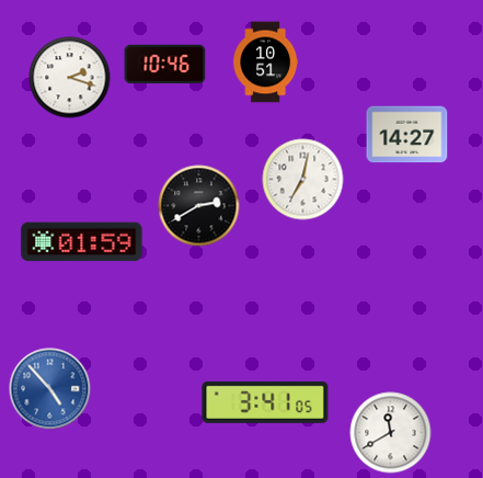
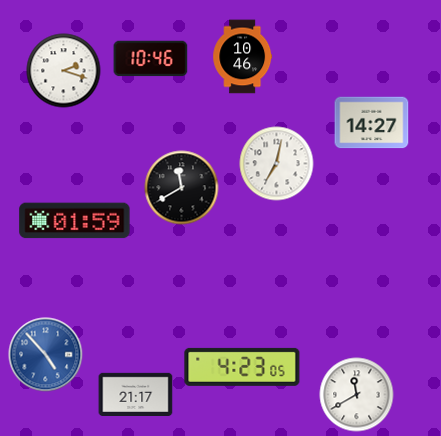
clock at (266, 62): 10:51 -> 10:46
clock at (199, 206): 2:40 -> 11:40
clock at (265, 402): 3:41 -> 4:23
clock at (136, 394): none -> 21:17
